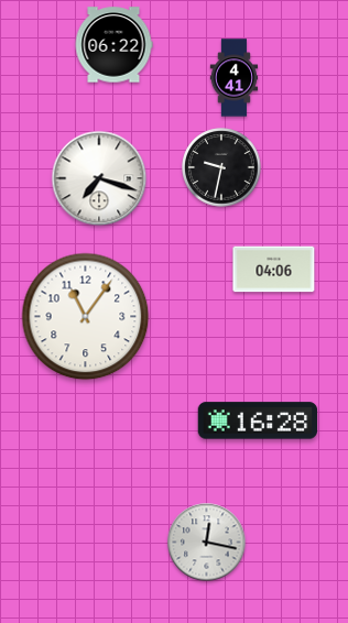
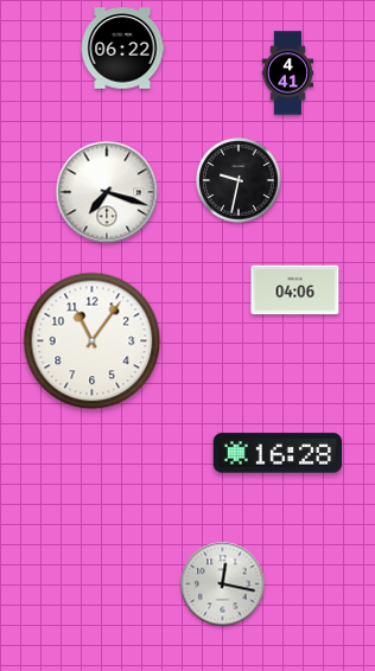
clock at (235, 78) position: (235, 78) -> (288, 74)
